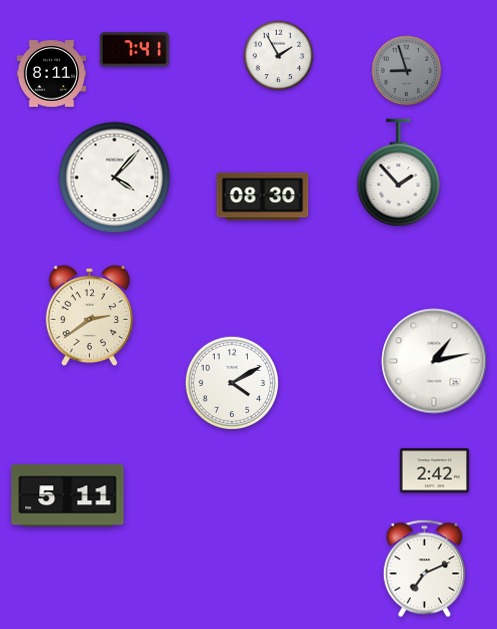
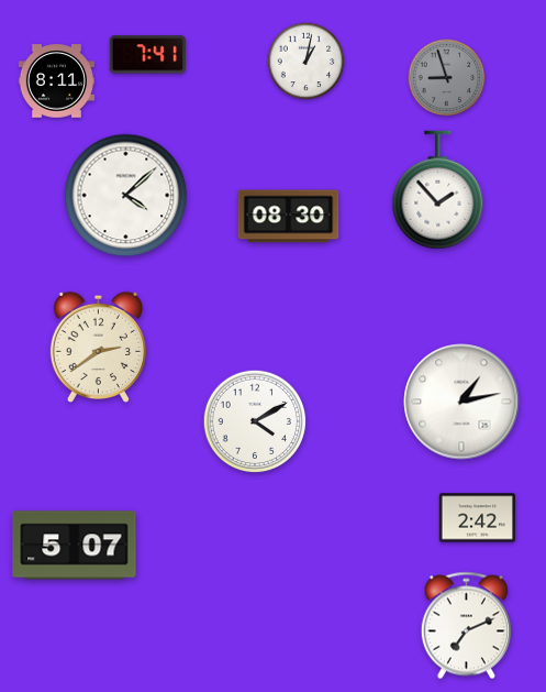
clock at (279, 56): 1:55 -> 1:02
clock at (115, 178): 4:07 -> 4:08
clock at (434, 361) position: (434, 361) -> (461, 402)
clock at (68, 496): 5:11 -> 5:07
